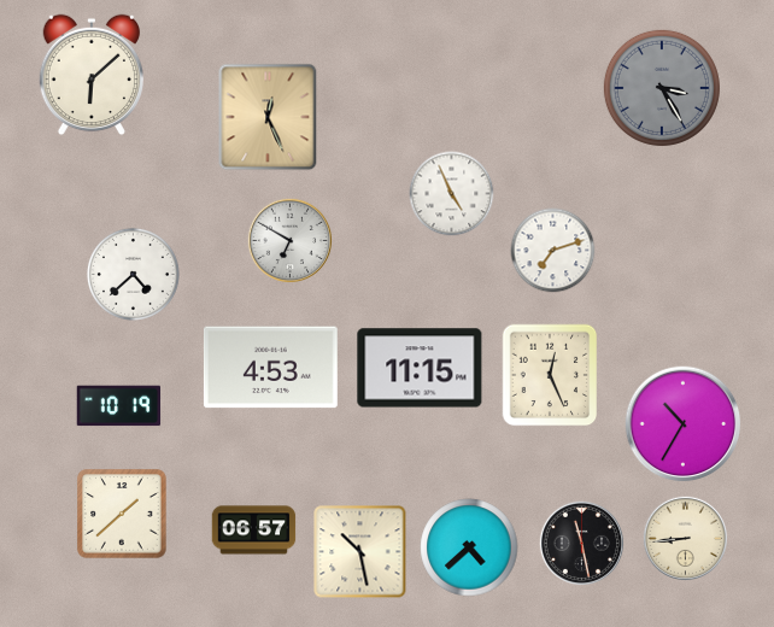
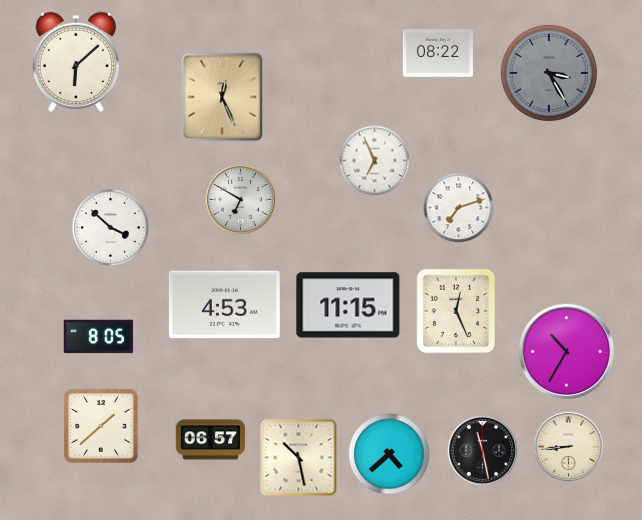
clock at (438, 53): none -> 08:22
clock at (452, 194): 4:56 -> 6:56
clock at (133, 274): 4:38 -> 3:52
clock at (119, 406): 10:19 -> 8:05
